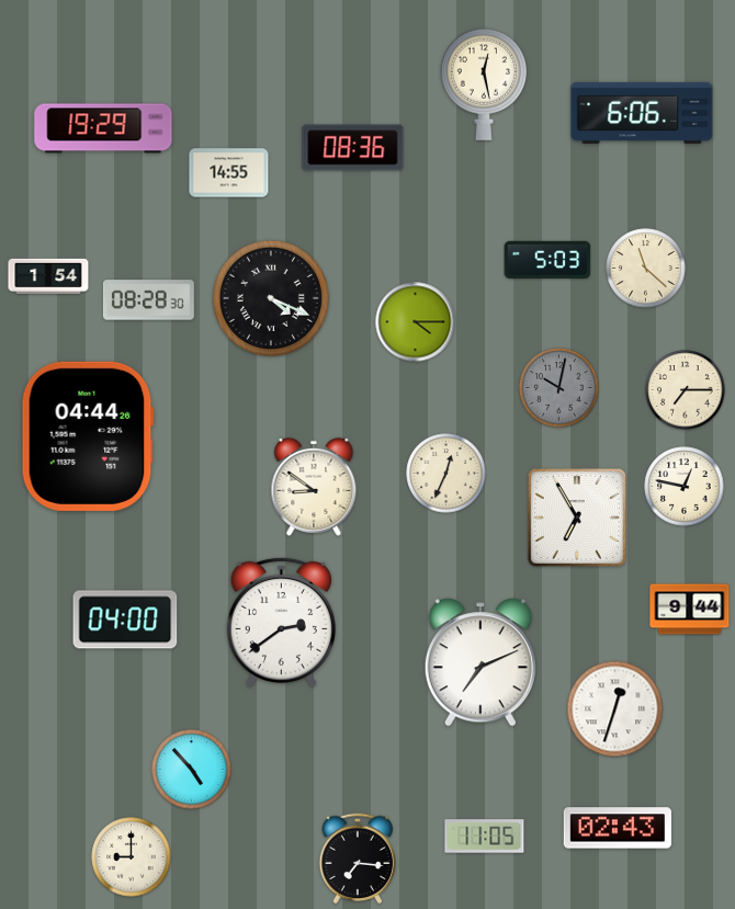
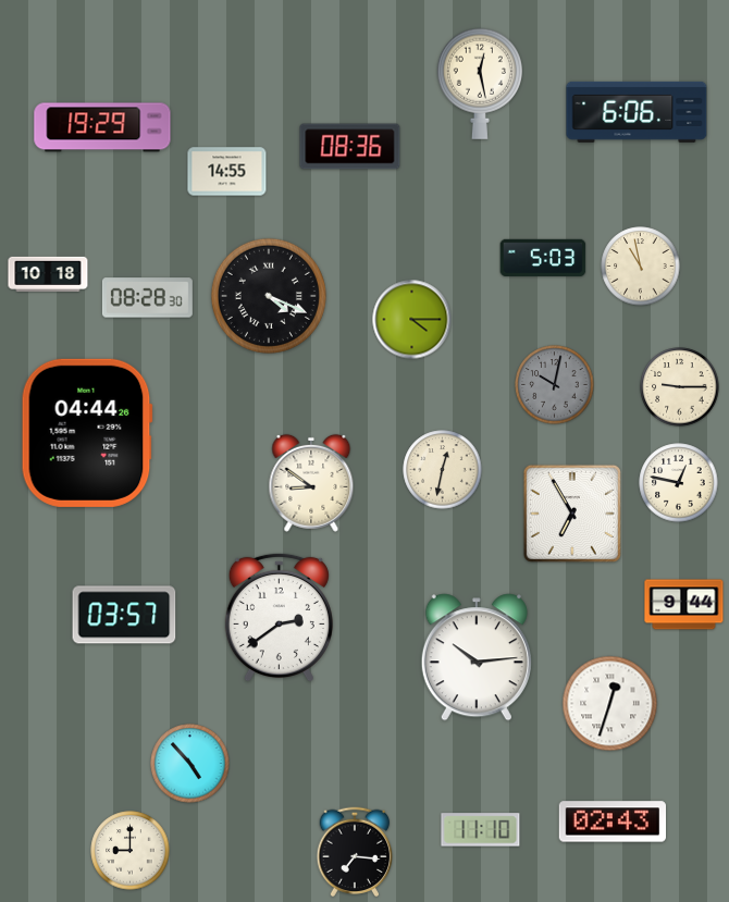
clock at (646, 269): 11:22 -> 10:58
clock at (48, 275): 1:54 -> 10:18
clock at (686, 390): 7:15 -> 9:15
clock at (446, 474): 12:34 -> 12:32
clock at (125, 620): 04:00 -> 03:57
clock at (480, 662): 7:11 -> 10:14
clock at (485, 837): 11:05 -> 11:10
